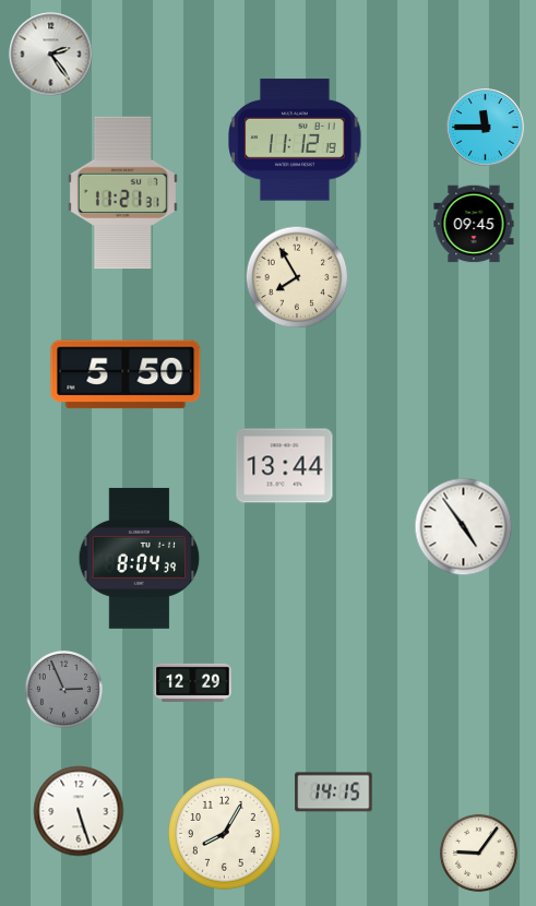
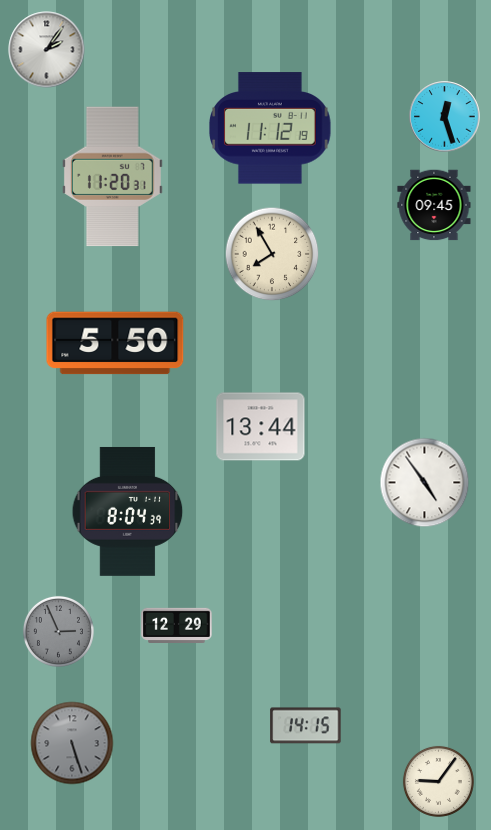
clock at (51, 55): 2:24 -> 2:06
clock at (486, 128): 11:45 -> 12:27
clock at (122, 193): 11:21 -> 11:20
clock at (79, 811) dial: white -> grey
clock at (225, 834): 8:05 -> none
